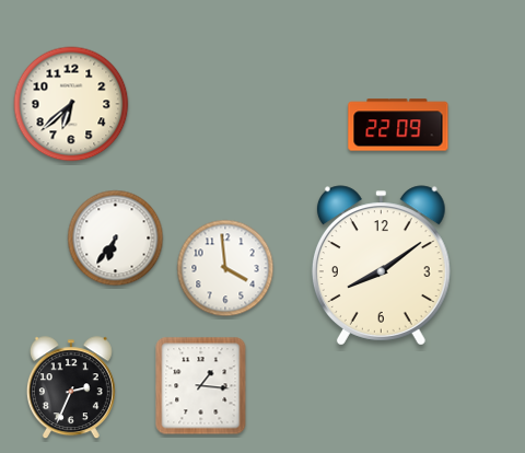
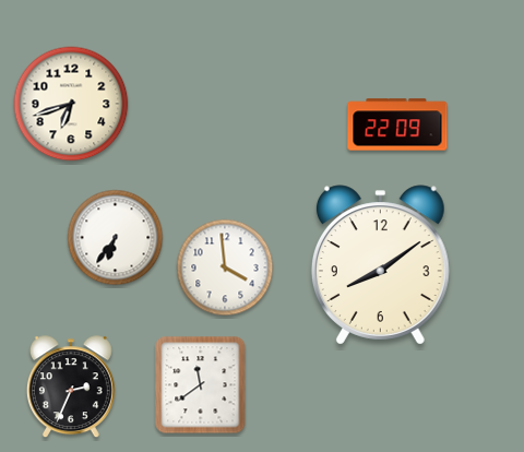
clock at (71, 104): 6:38 -> 6:42
clock at (201, 386): 1:16 -> 11:39
